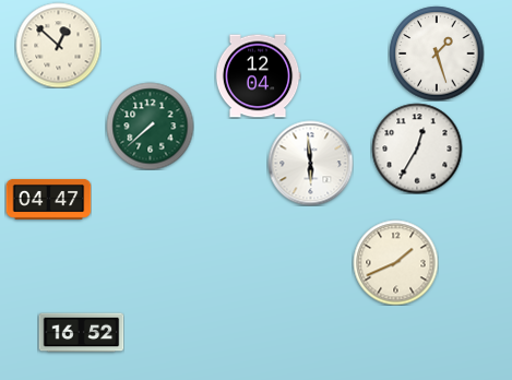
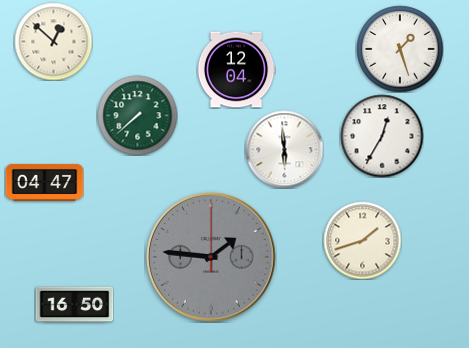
clock at (395, 262): 1:41 -> 1:42
clock at (211, 257): none -> 1:46
clock at (81, 333): 16:52 -> 16:50
